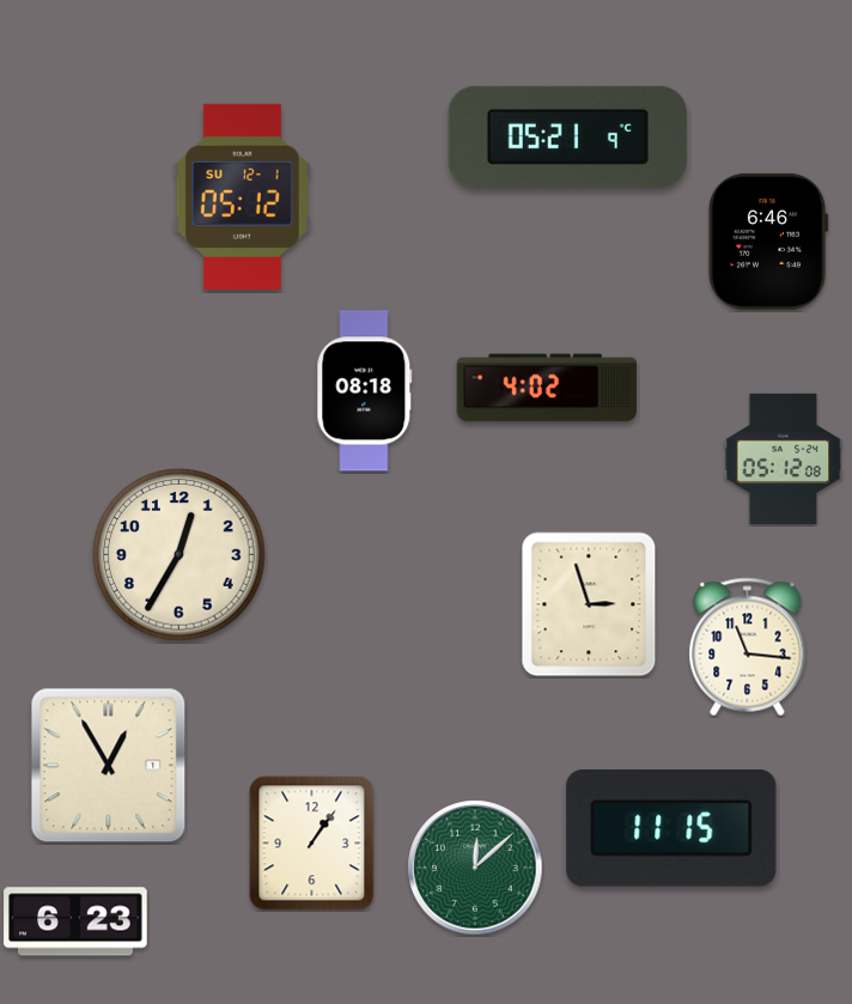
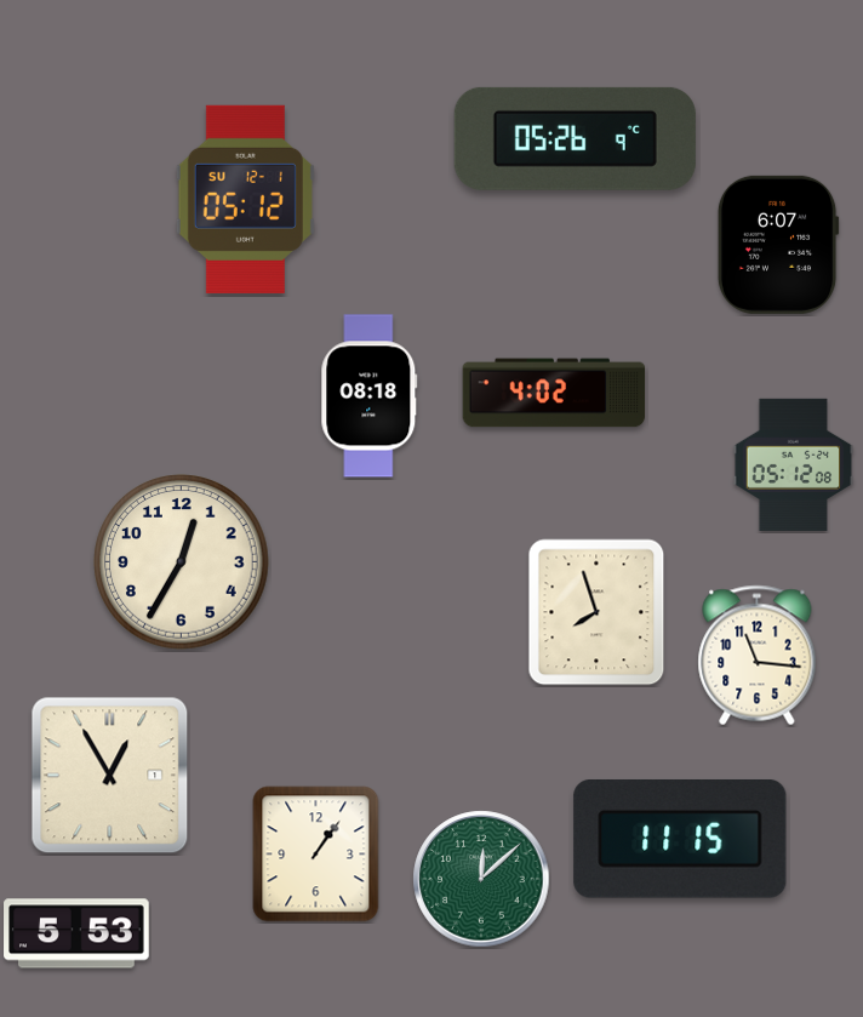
clock at (567, 136): 05:21 -> 05:26
clock at (768, 242): 6:46 -> 6:07
clock at (589, 604): 2:57 -> 7:57
clock at (75, 921): 6:23 -> 5:53
